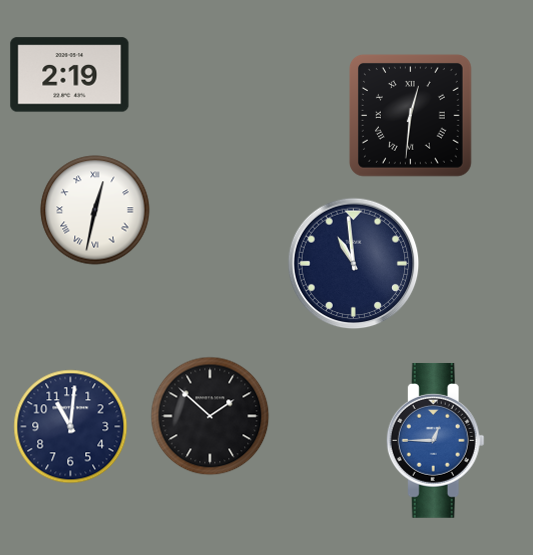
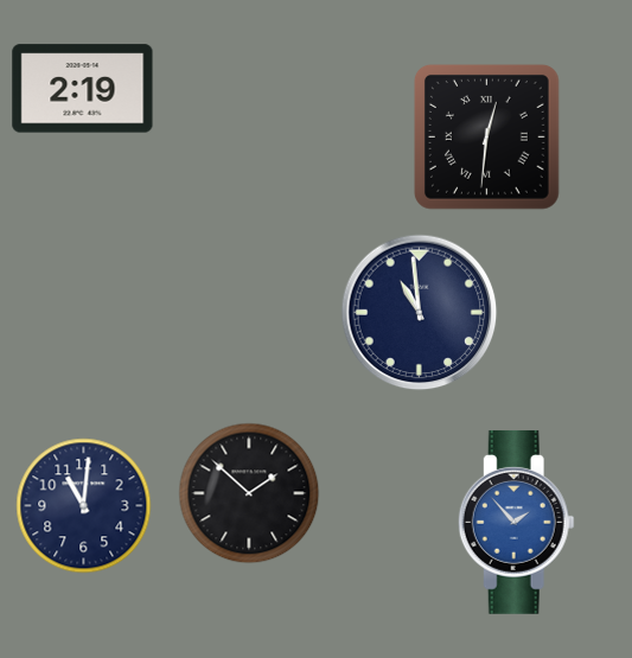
clock at (95, 210): 12:32 -> none
clock at (435, 440): 12:45 -> 1:53
